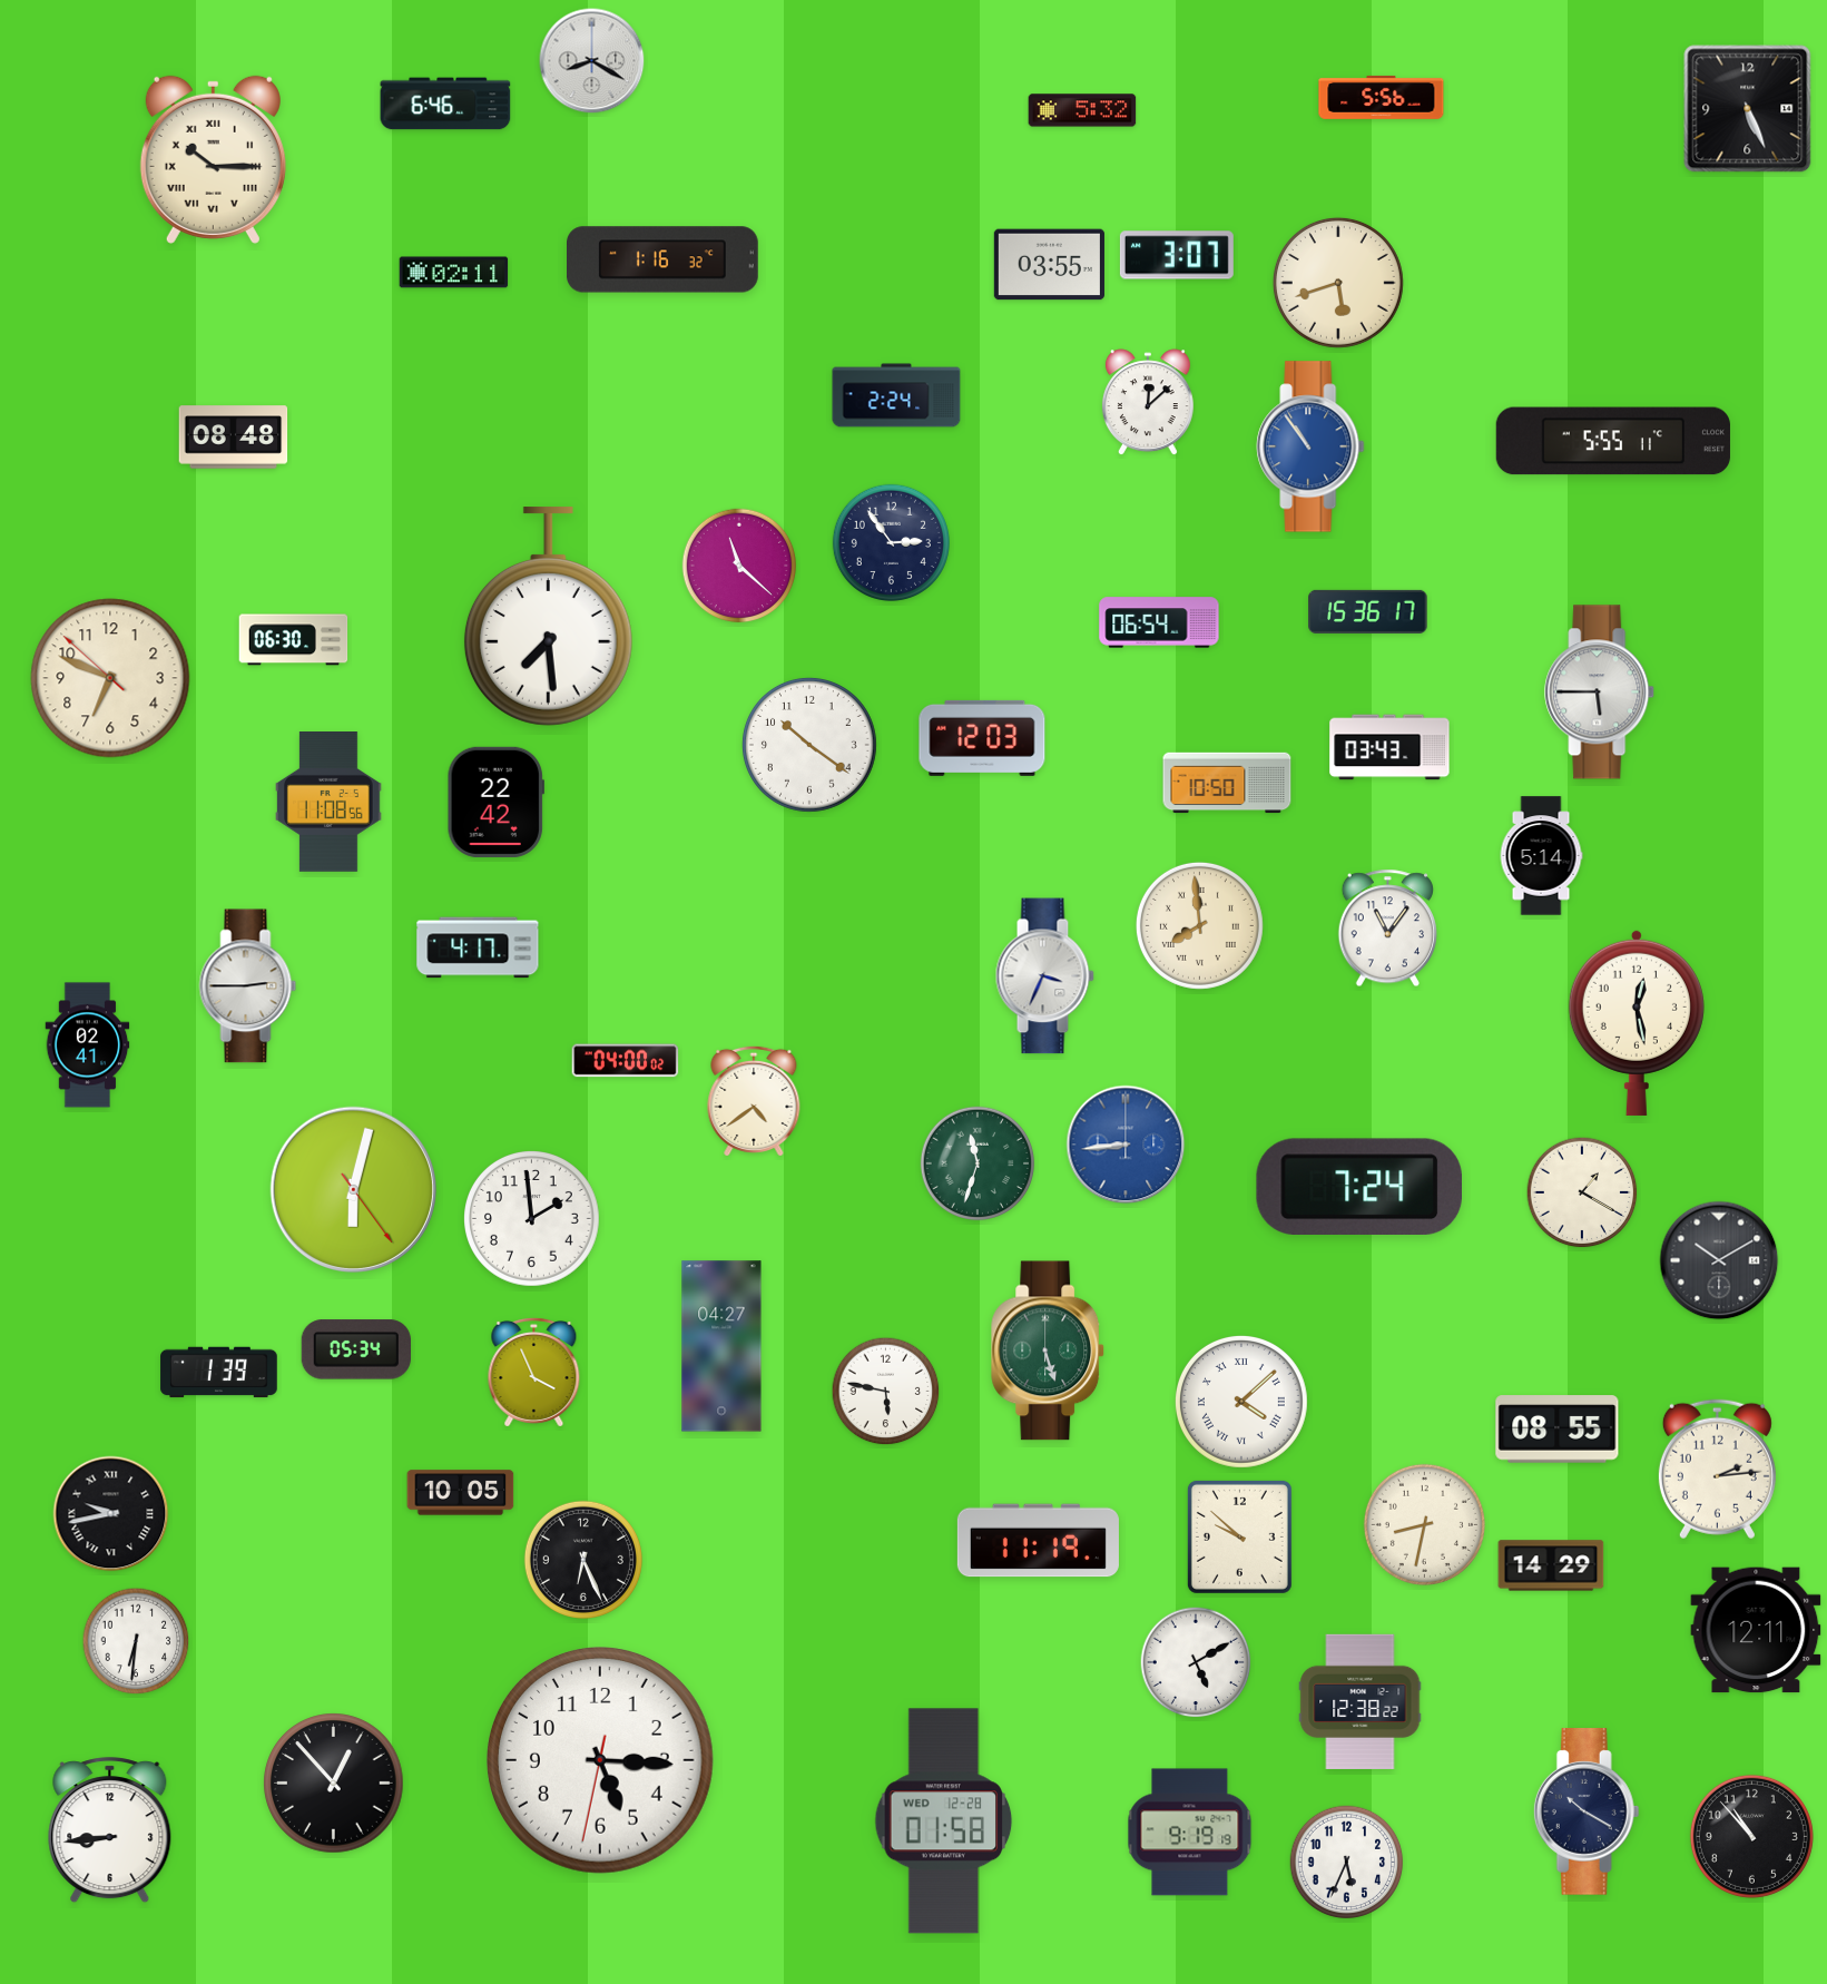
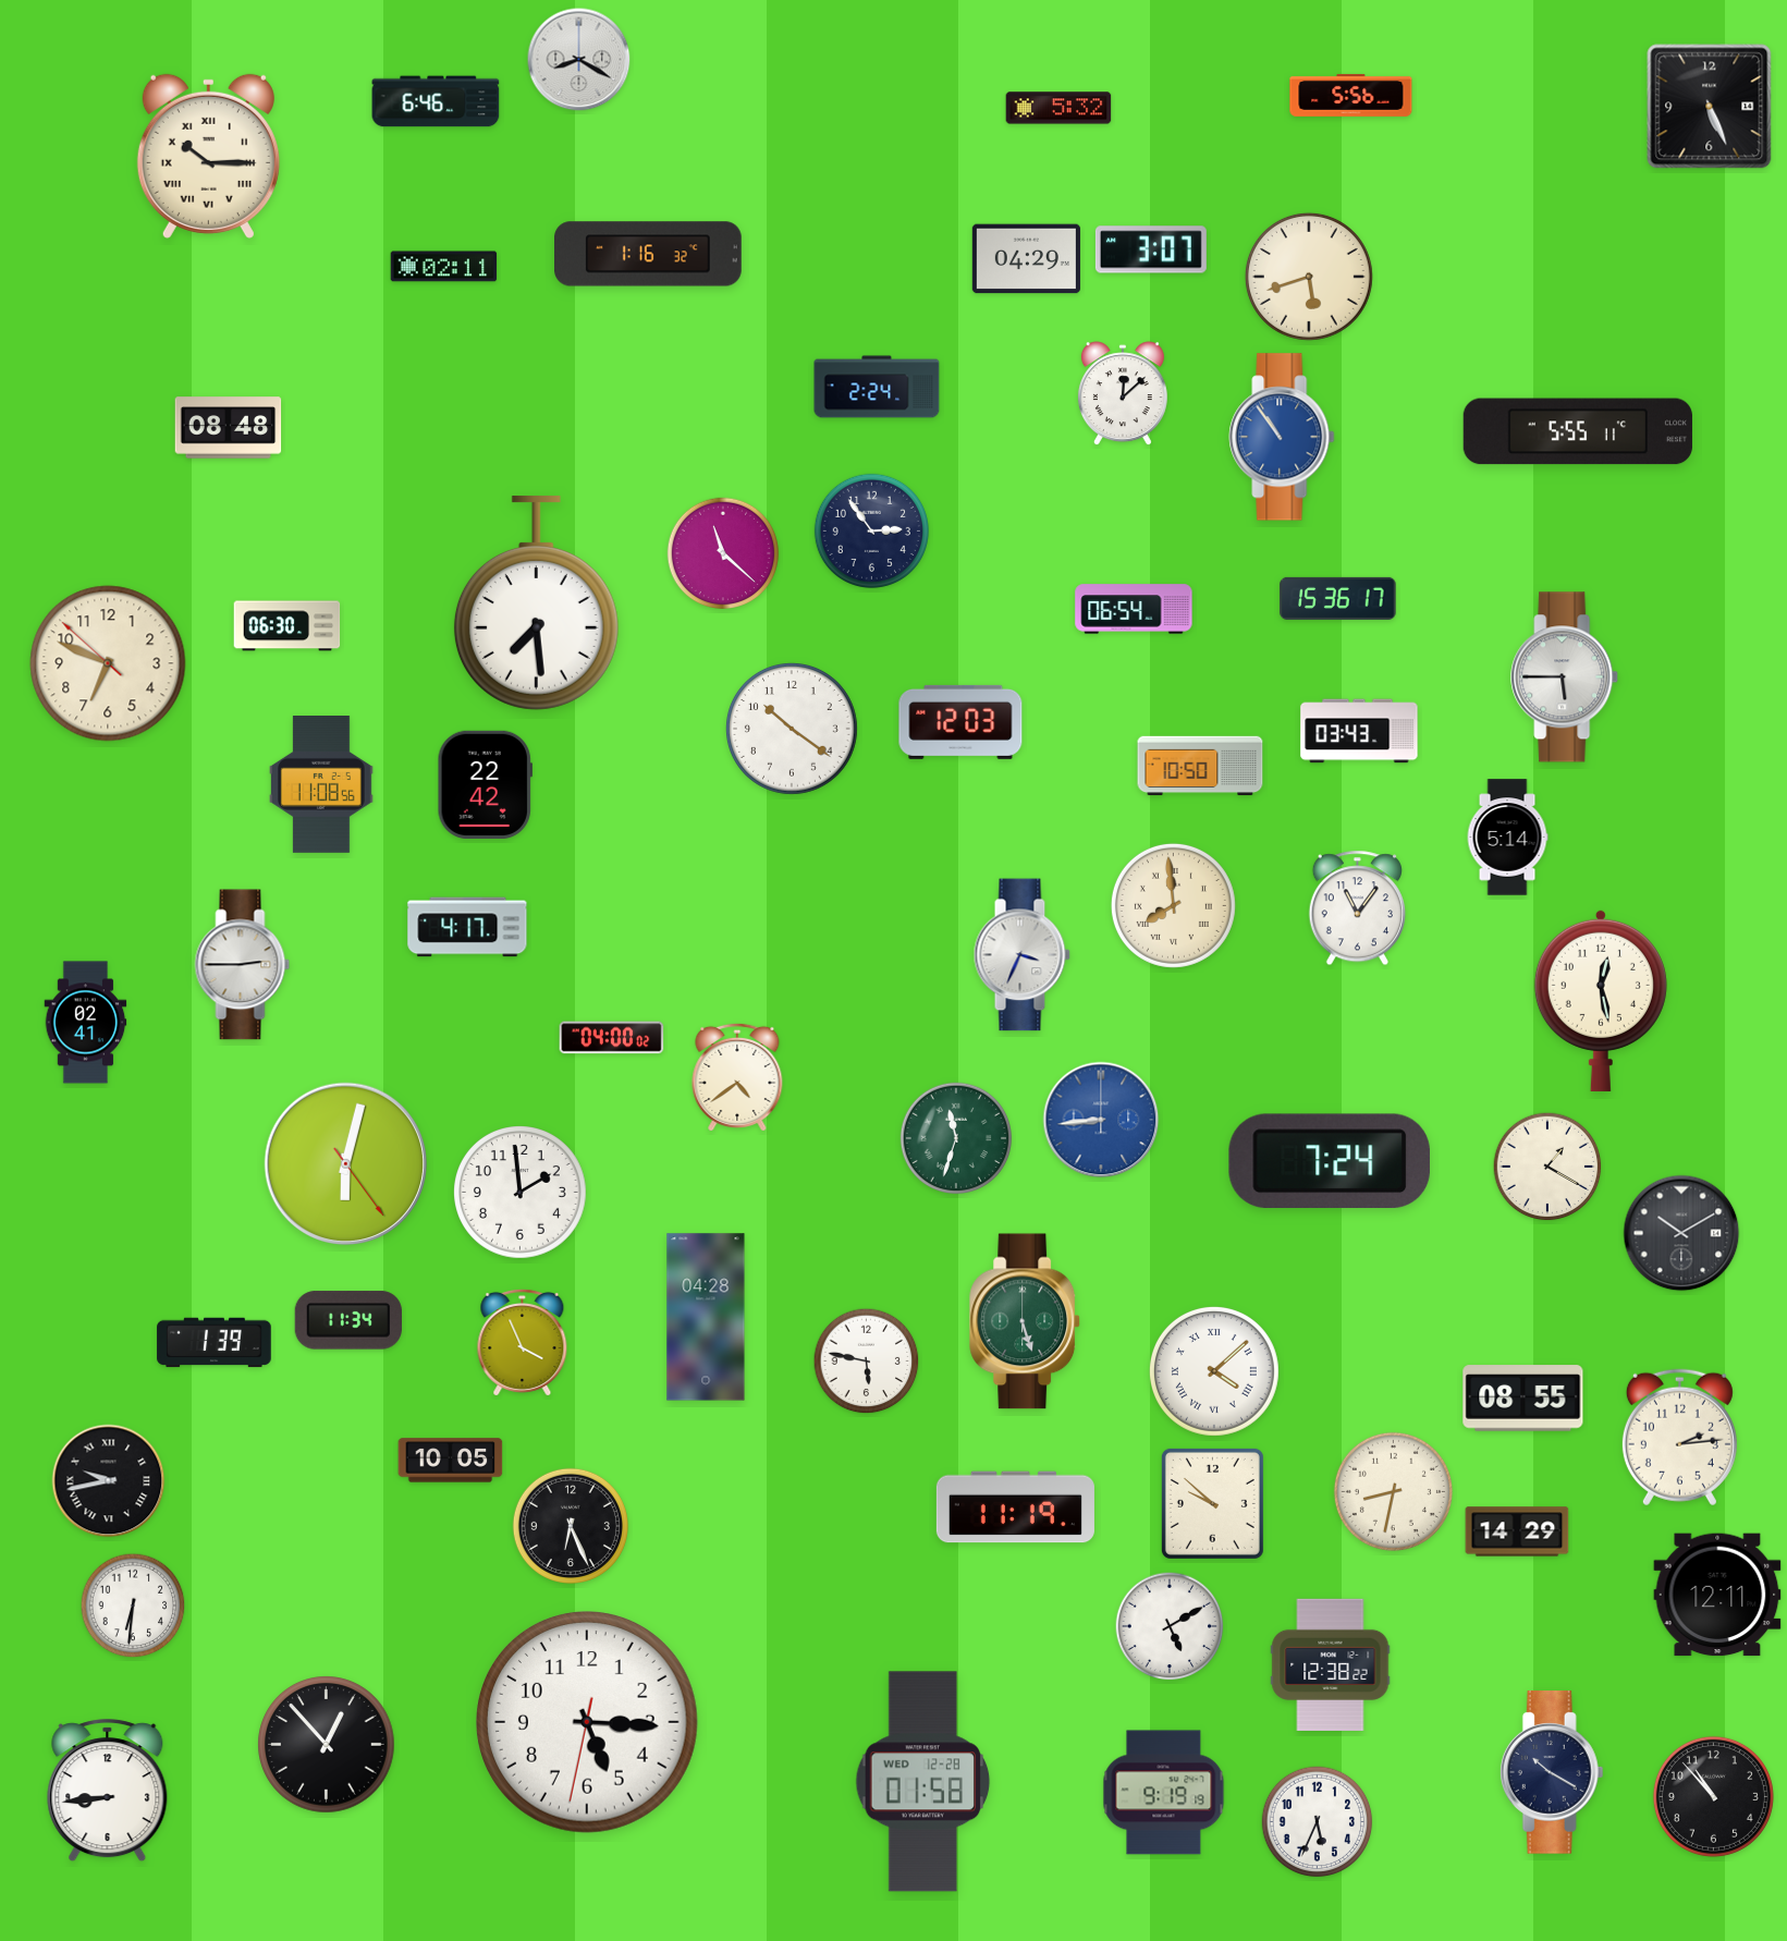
clock at (1049, 265): 03:55 -> 04:29
clock at (721, 1346): 04:27 -> 04:28
clock at (356, 1349): 05:34 -> 11:34
